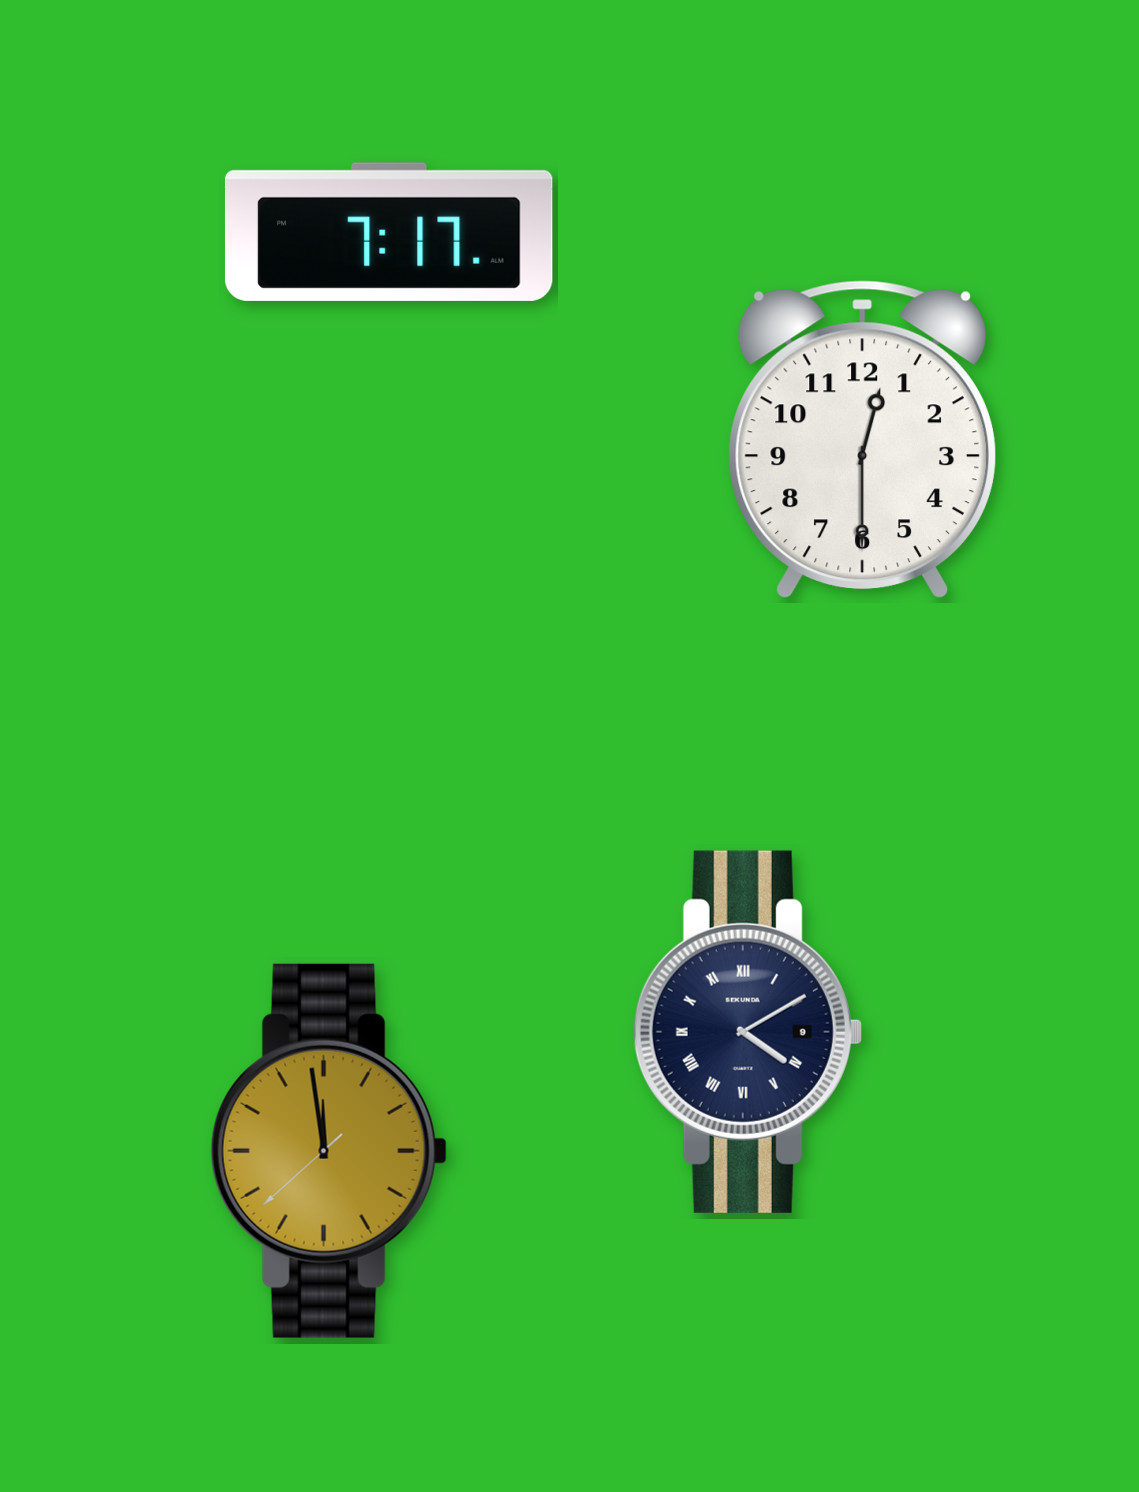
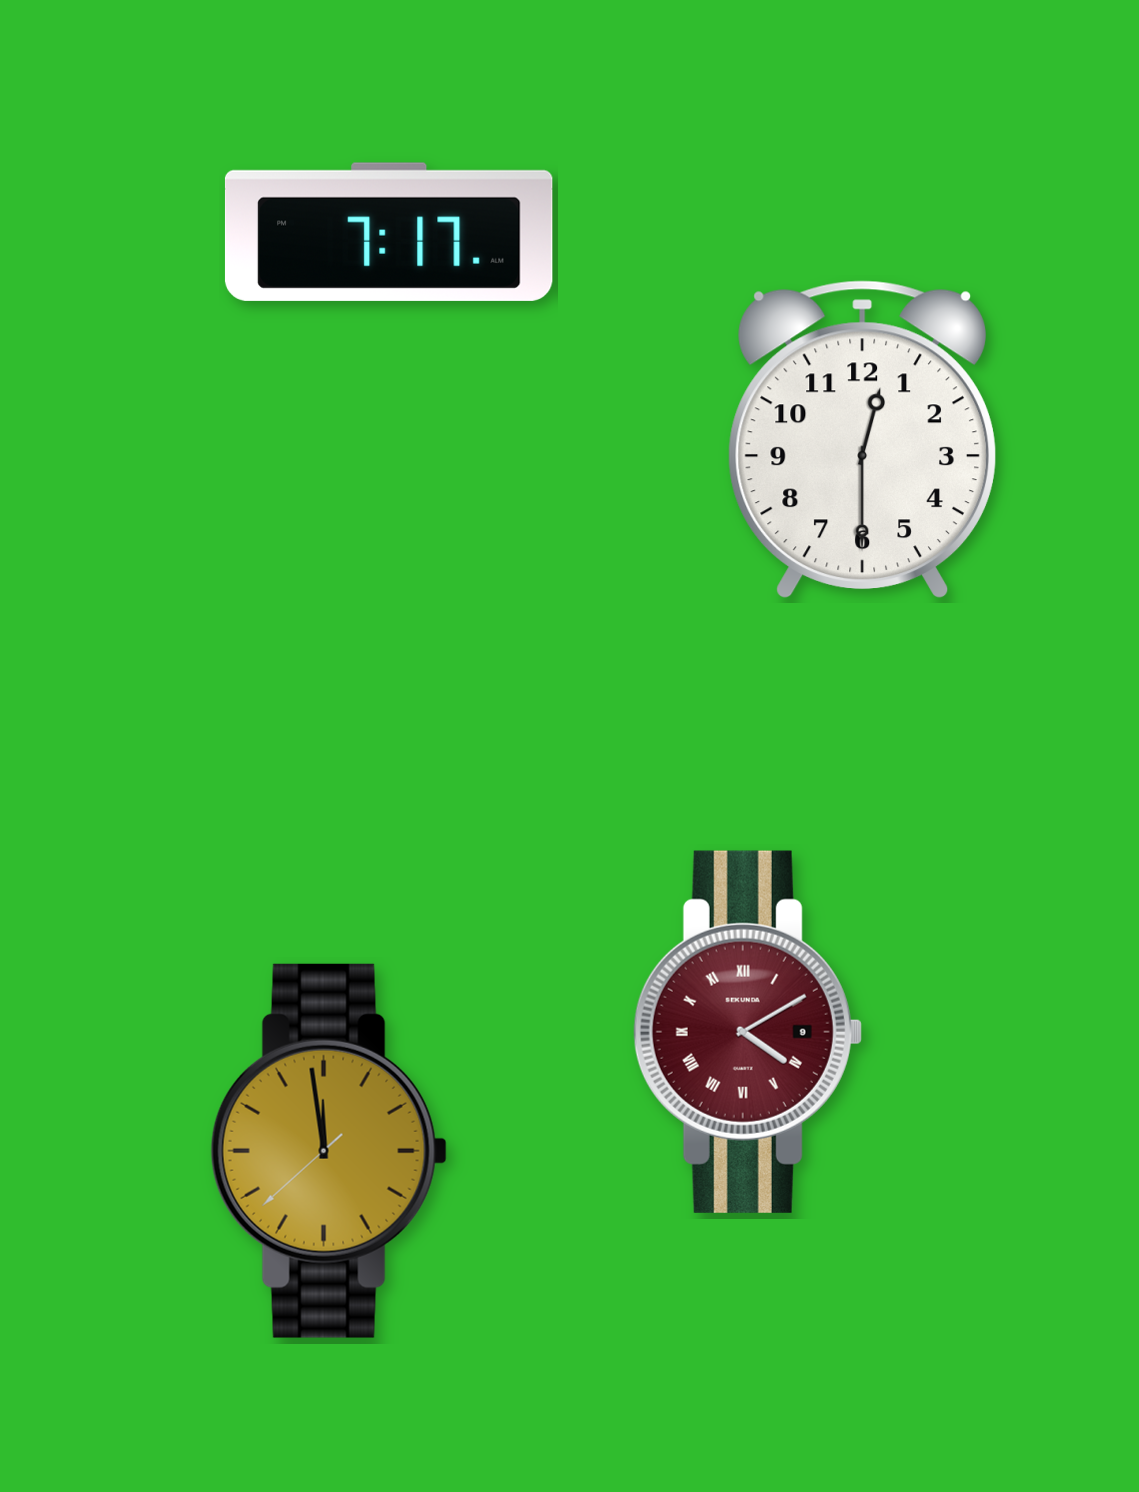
clock at (748, 1032) dial: navy -> burgundy
